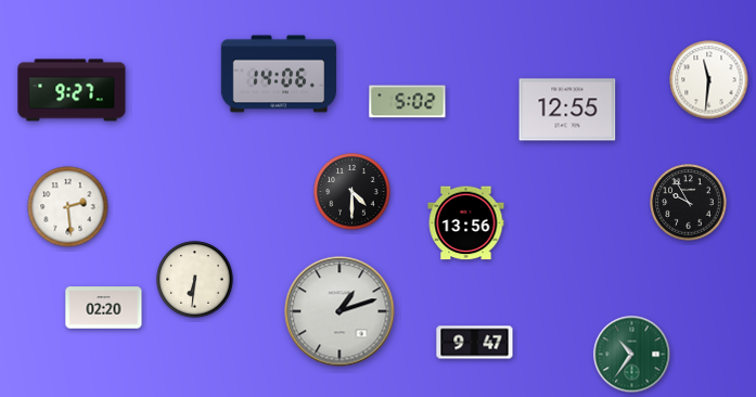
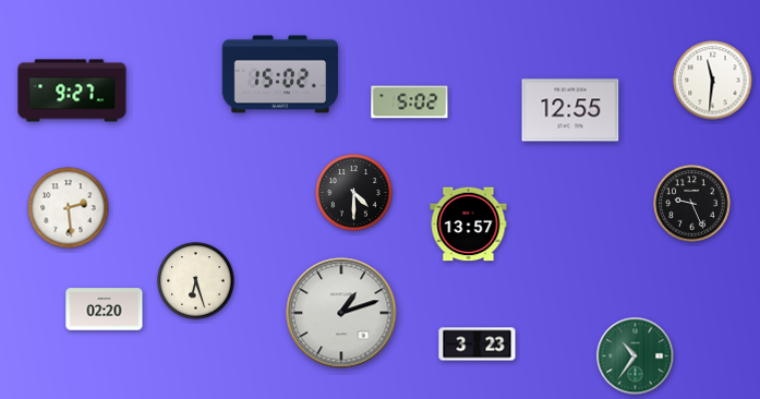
clock at (278, 74): 14:06 -> 15:02
clock at (689, 203): 9:55 -> 9:26
clock at (466, 223): 13:56 -> 13:57
clock at (195, 280): 6:31 -> 6:27
clock at (475, 343): 9:47 -> 3:23
